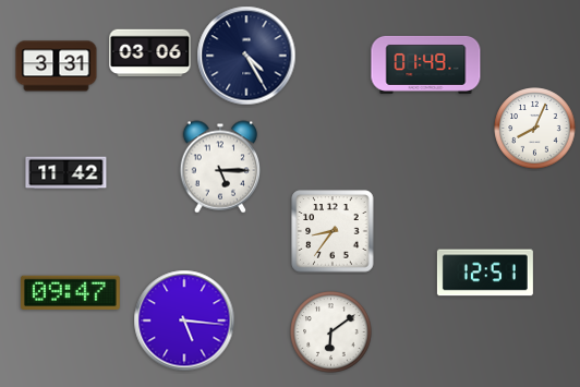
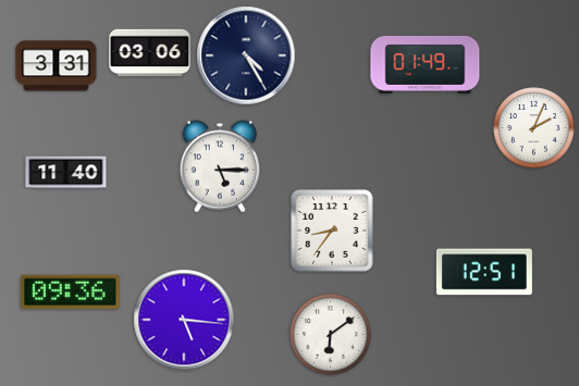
clock at (535, 129): 8:04 -> 2:04
clock at (67, 173): 11:42 -> 11:40
clock at (71, 293): 09:47 -> 09:36
clock at (331, 332) position: (331, 332) -> (331, 335)
